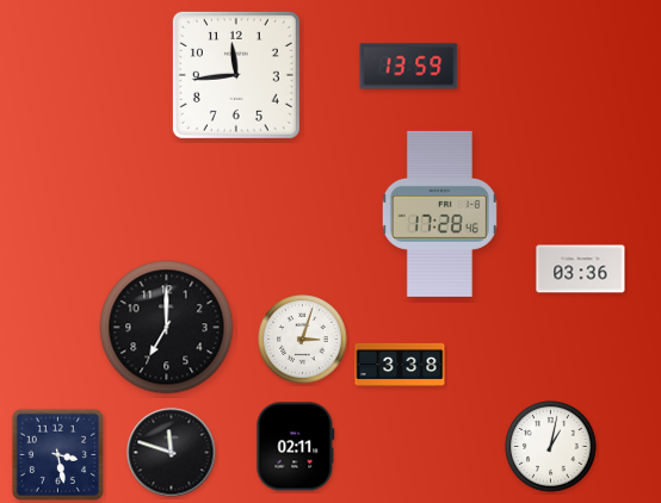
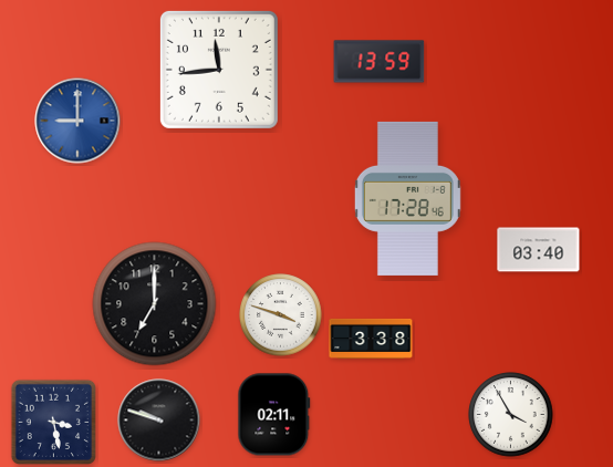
clock at (77, 121): none -> 9:00
clock at (581, 269): 03:36 -> 03:40
clock at (303, 340): 3:03 -> 3:48
clock at (551, 447): 1:02 -> 3:55
clock at (172, 453): 11:48 -> 9:48
